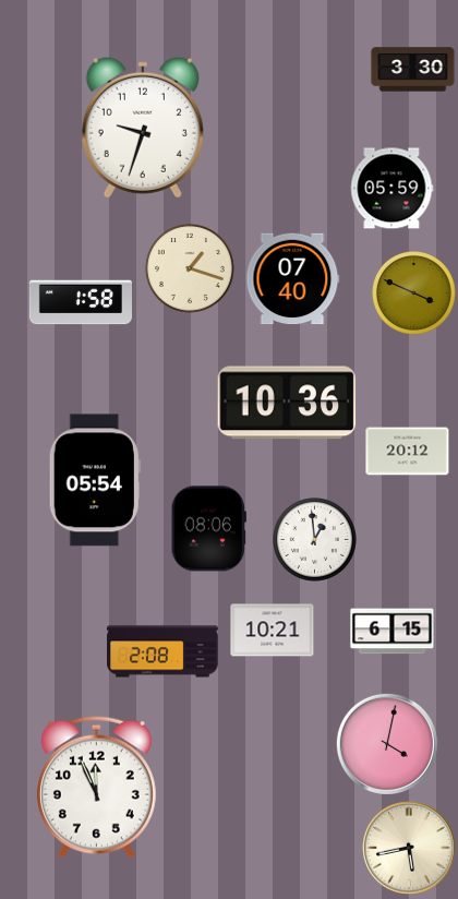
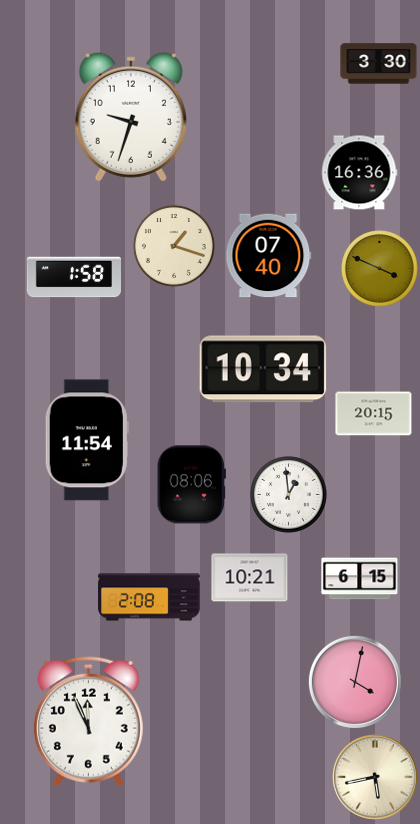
clock at (391, 189): 05:59 -> 16:36
clock at (287, 403): 10:36 -> 10:34
clock at (408, 452): 20:12 -> 20:15
clock at (95, 480): 05:54 -> 11:54
